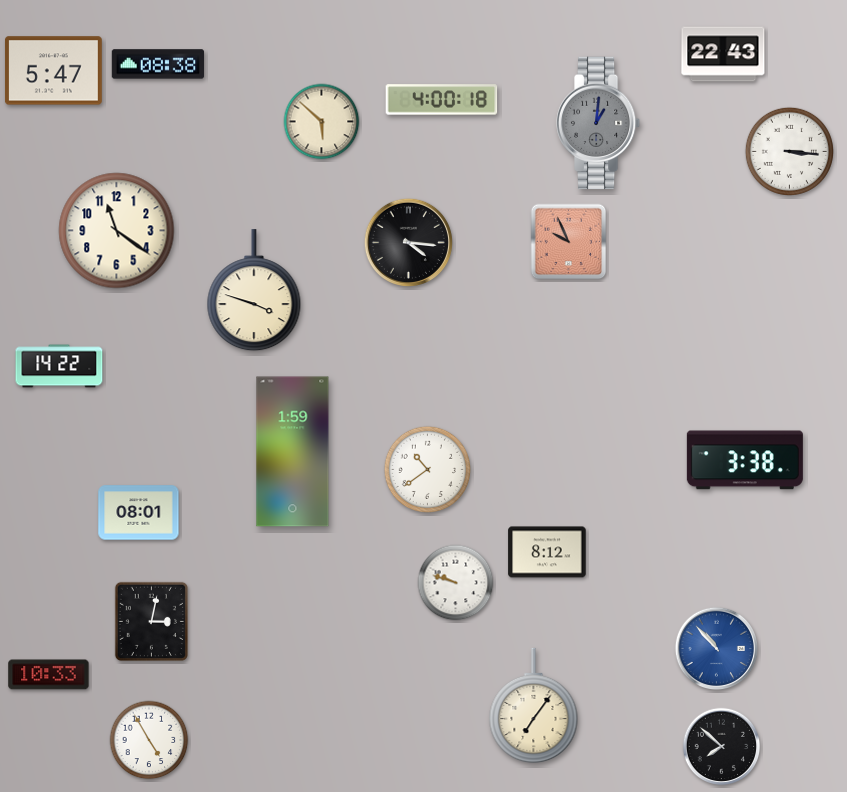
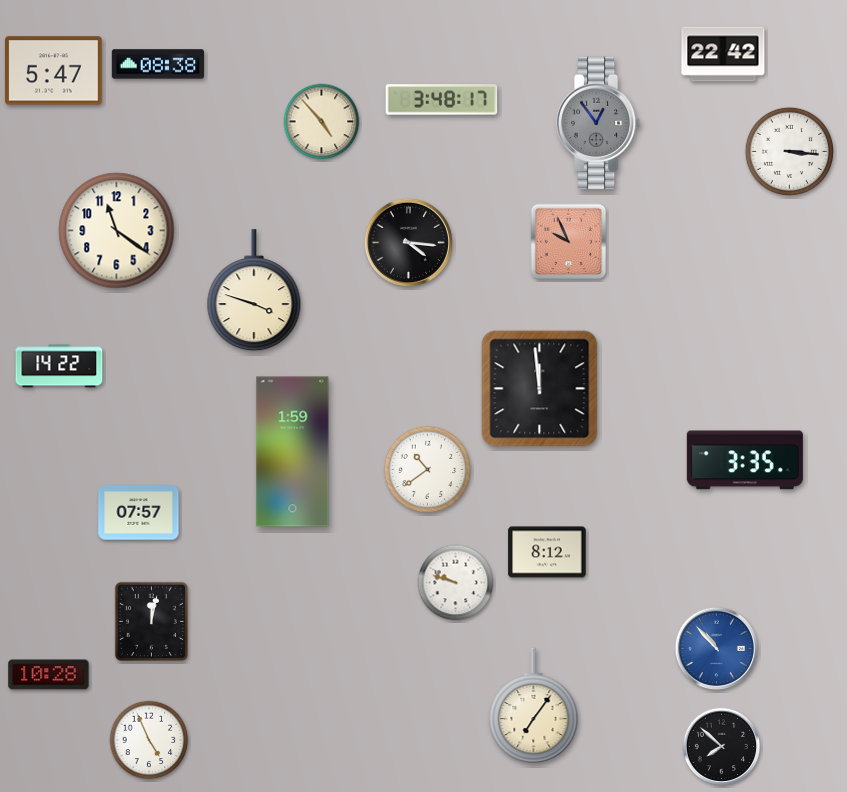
clock at (723, 54): 22:43 -> 22:42
clock at (442, 100): 4:00 -> 3:48
clock at (322, 122): 5:52 -> 4:53
clock at (598, 123): 1:01 -> 12:54
clock at (540, 389): none -> 11:59
clock at (745, 460): 3:38 -> 3:35
clock at (139, 513): 08:01 -> 07:57
clock at (151, 621): 3:02 -> 12:02
clock at (49, 675): 10:33 -> 10:28
clock at (149, 740): 4:55 -> 4:56
